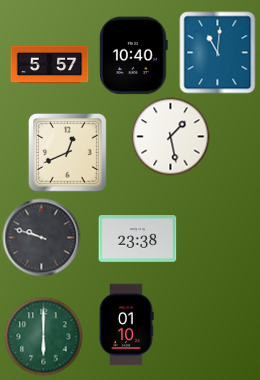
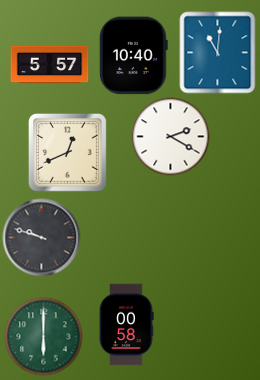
clock at (170, 136): 1:28 -> 2:20
clock at (137, 239): 23:38 -> none
clock at (126, 324): 01:10 -> 00:58
